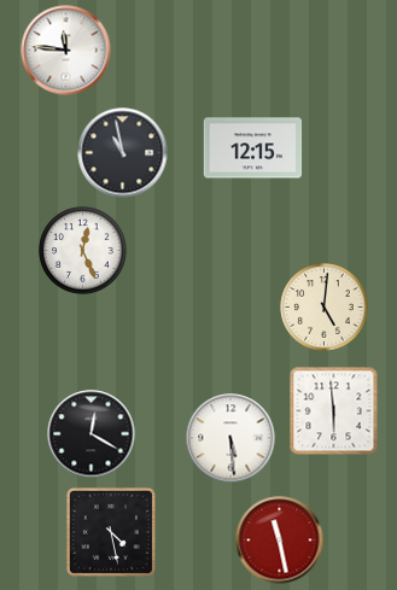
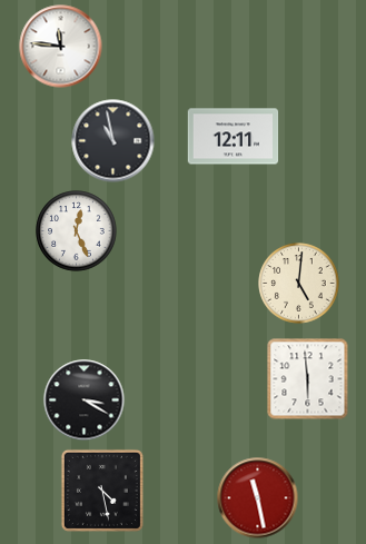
clock at (253, 148): 12:15 -> 12:11
clock at (92, 434): 12:20 -> 3:20
clock at (230, 438): 5:29 -> none
